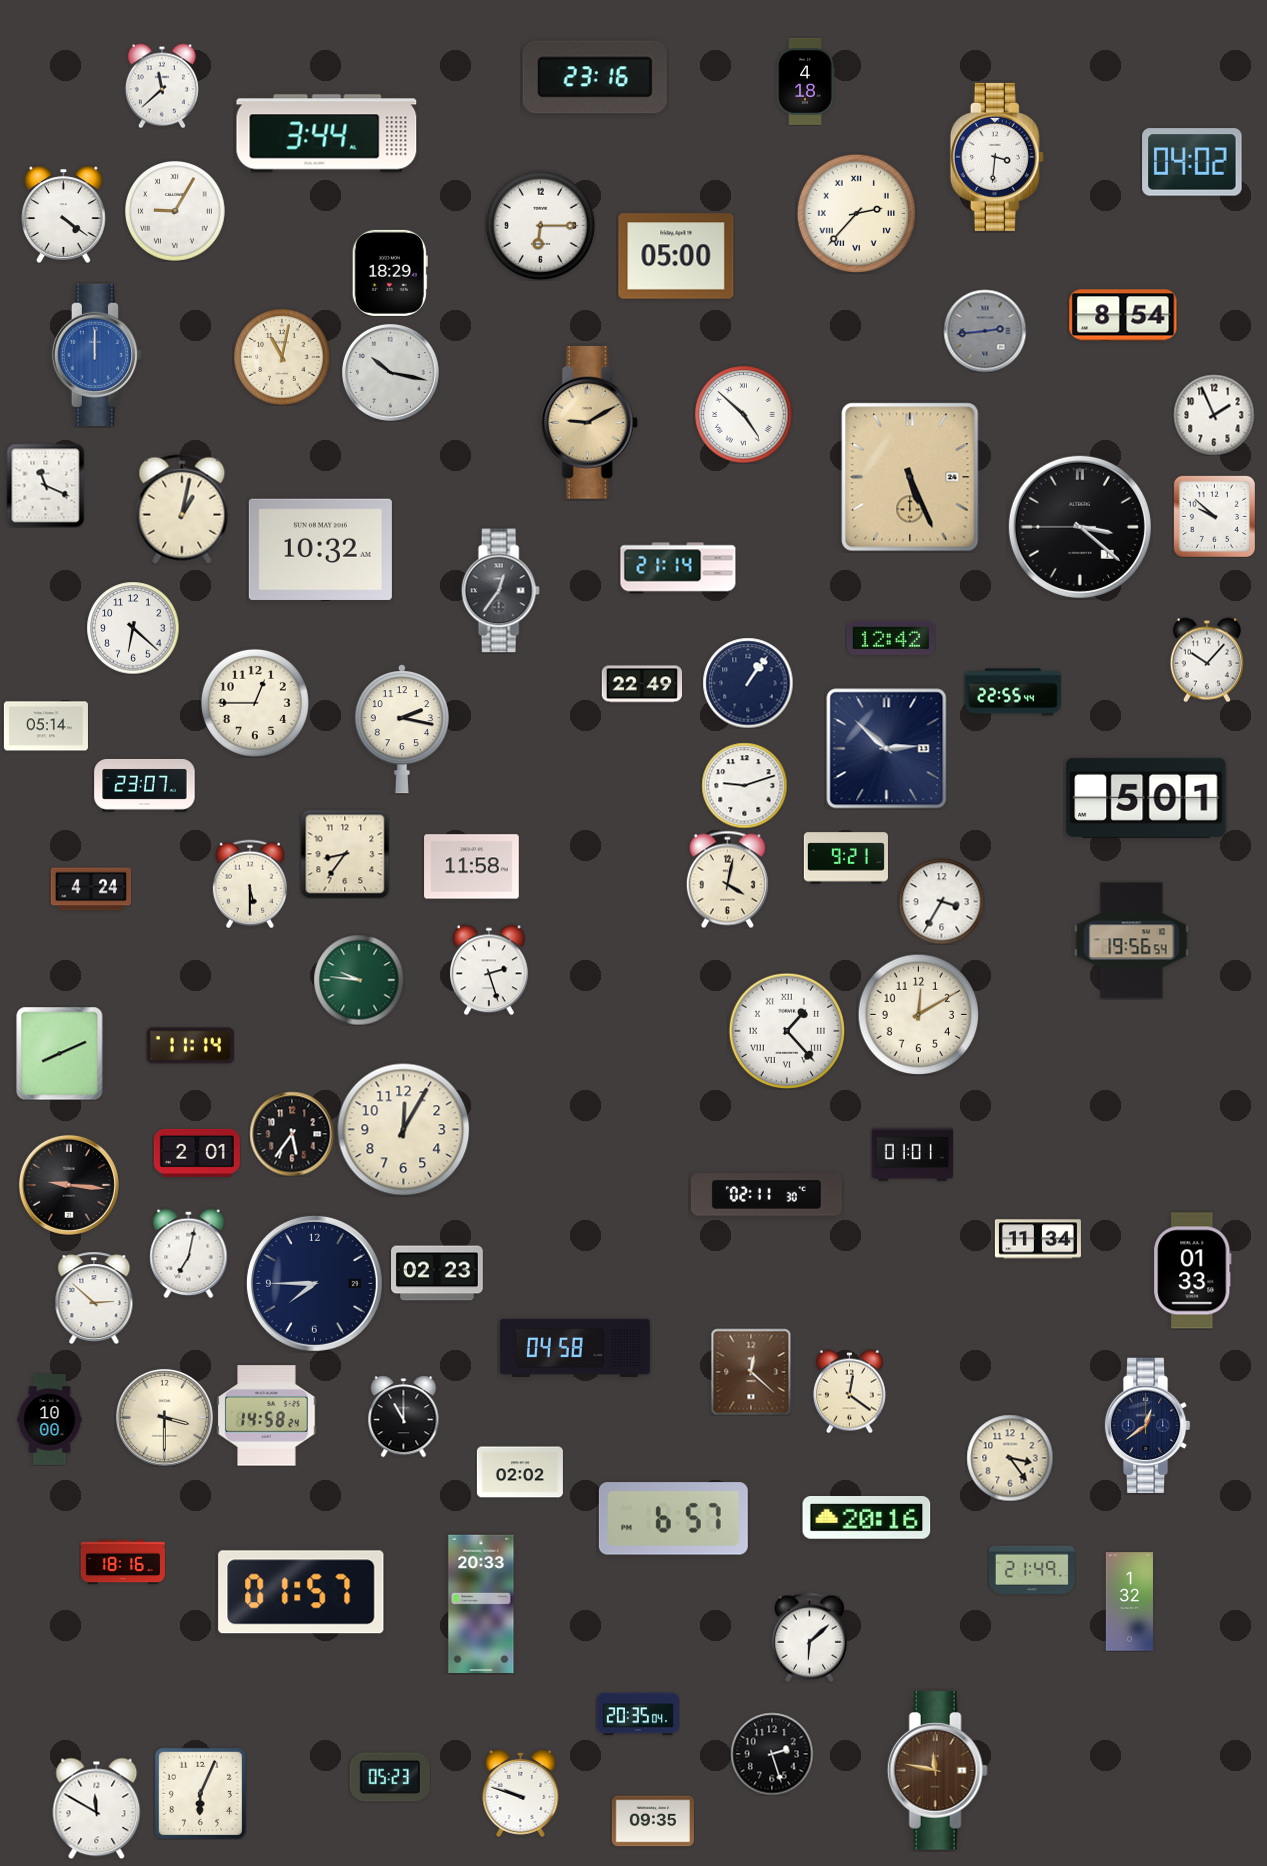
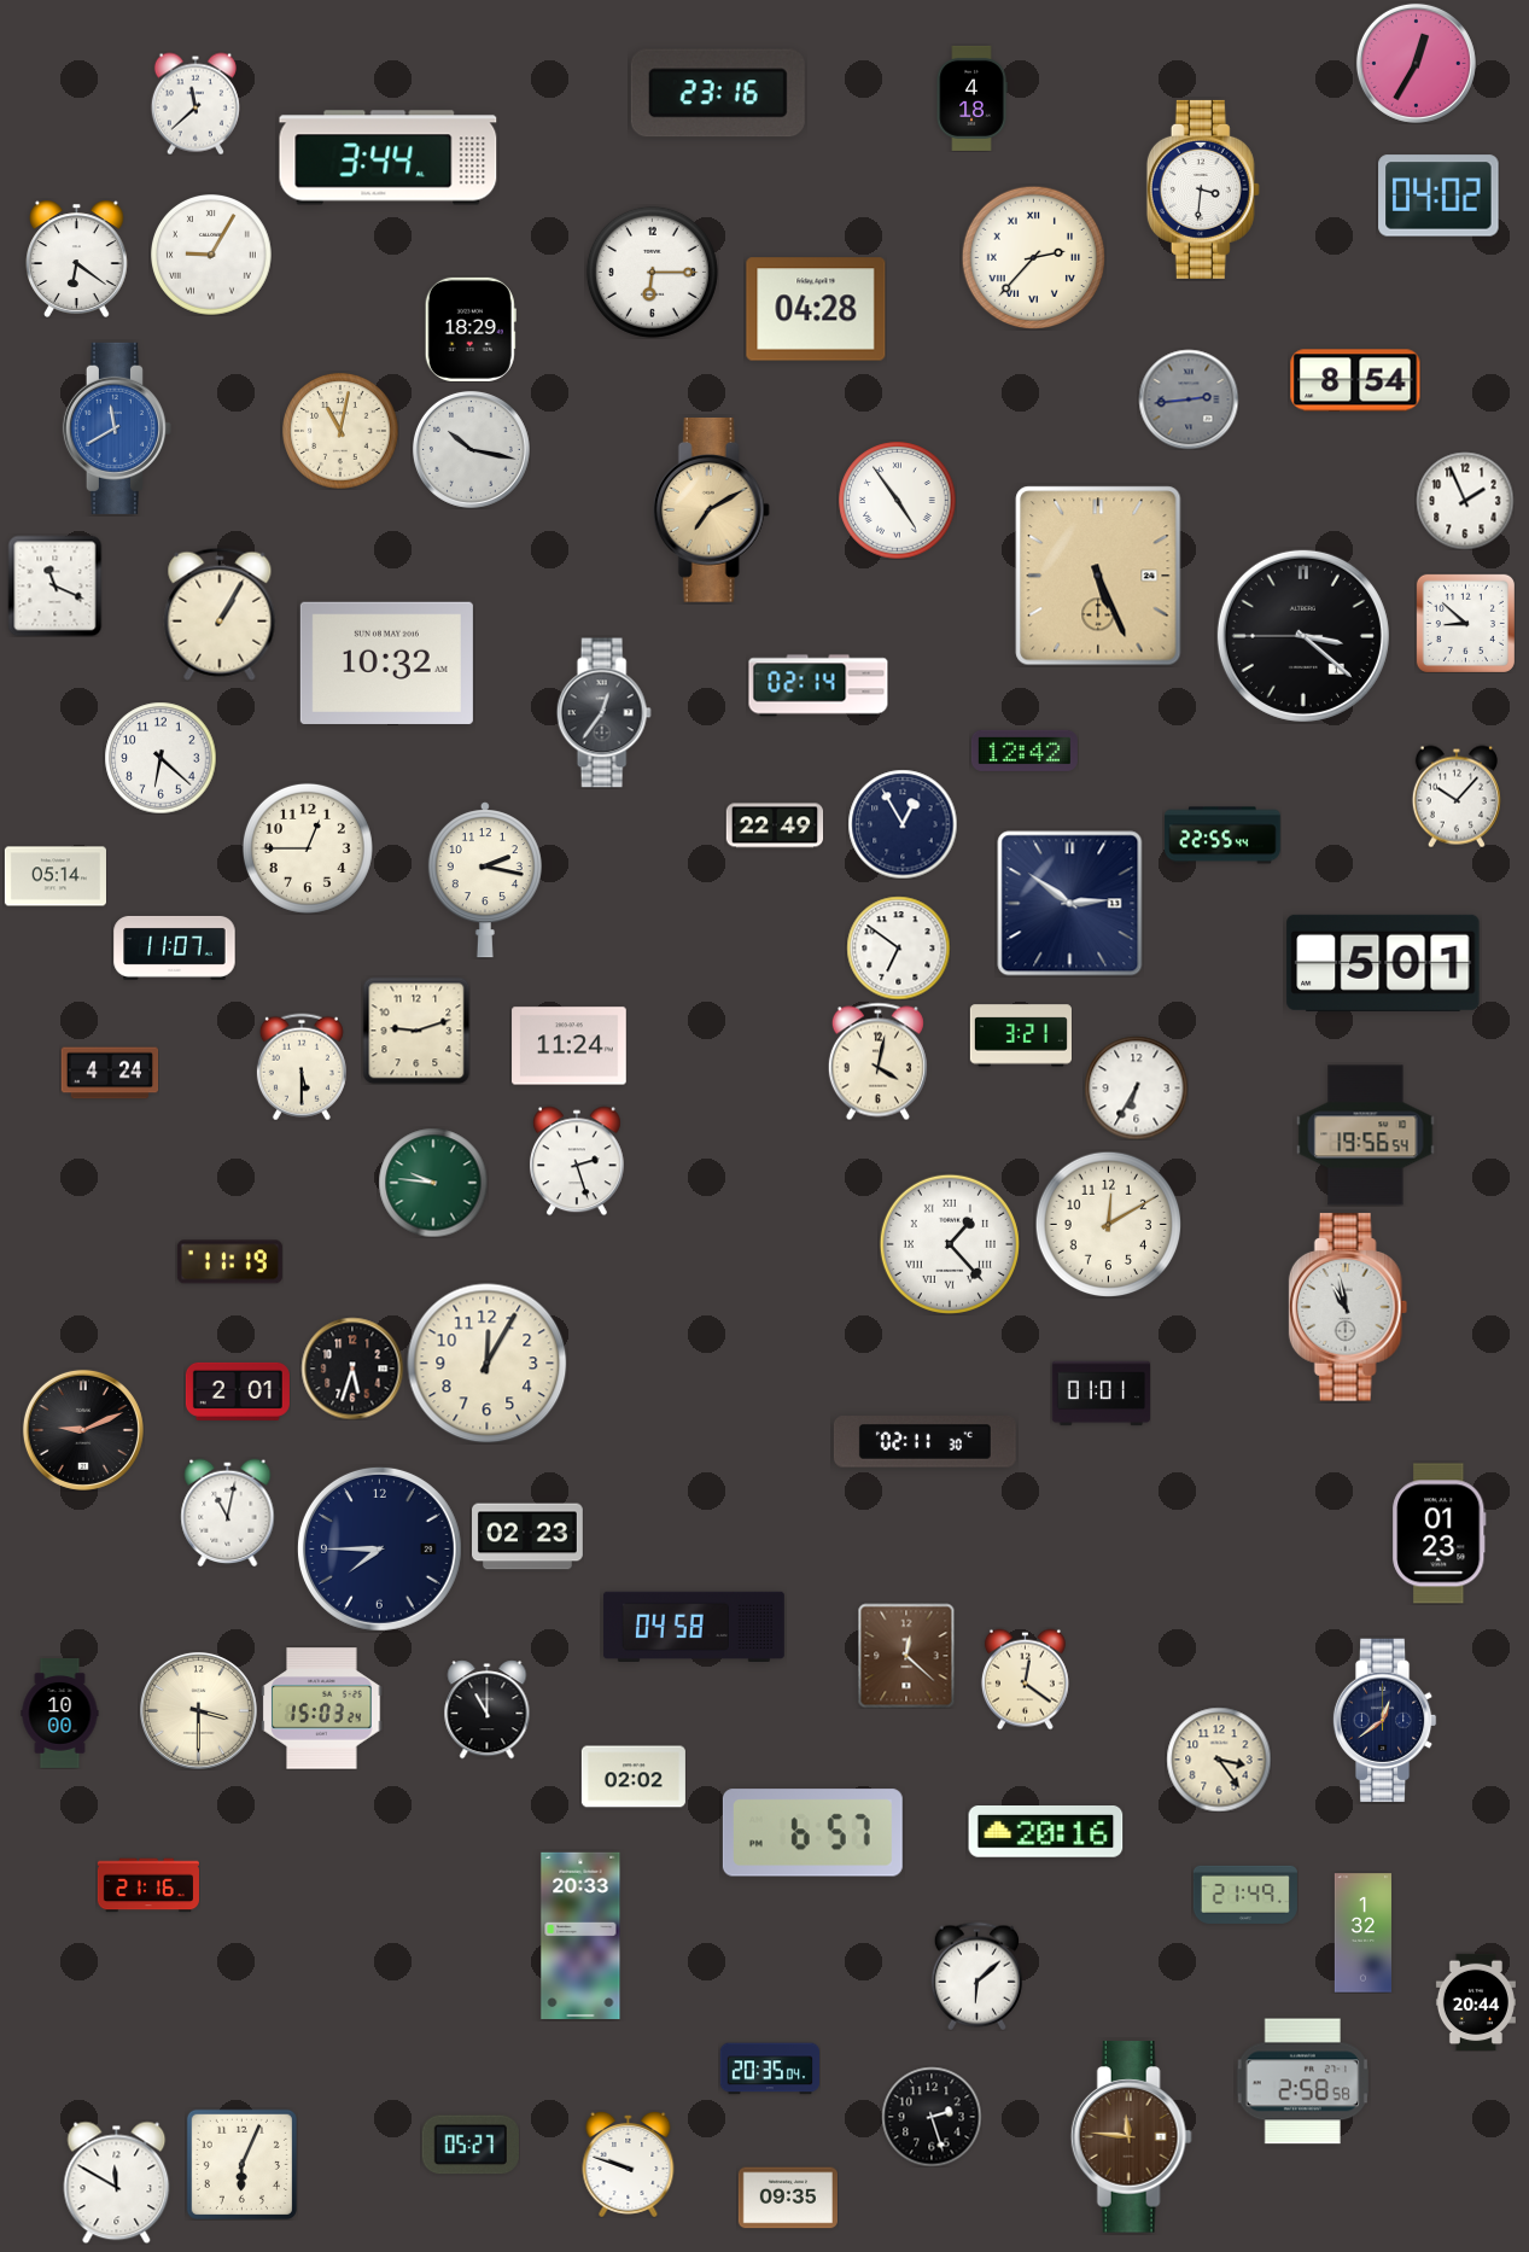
clock at (1416, 63): none -> 12:35
clock at (327, 134) position: (327, 134) -> (389, 158)
clock at (64, 214): 4:21 -> 6:21
clock at (676, 256): 05:00 -> 04:28
clock at (97, 355): 12:00 -> 11:40
clock at (744, 415): 4:52 -> 4:54
clock at (589, 423): 9:10 -> 7:10
clock at (182, 509): 1:02 -> 1:05
clock at (1214, 516): 9:52 -> 8:52
clock at (678, 568): 21:14 -> 02:14
clock at (891, 638) position: (891, 638) -> (1025, 751)
clock at (748, 683): 1:06 -> 12:55
clock at (887, 749): 2:52 -> 2:51
clock at (145, 785): 23:07 -> 11:07
clock at (744, 785): 9:12 -> 6:51
clock at (345, 854): 8:36 -> 9:12
clock at (846, 858): 9:21 -> 3:21
clock at (472, 867): 11:58 -> 11:24
clock at (941, 901): 3:35 -> 6:35
clock at (489, 970) position: (489, 970) -> (577, 1161)
clock at (190, 1046): 11:14 -> 11:19
clock at (60, 1053): 8:11 -> none
clock at (1348, 1307): none -> 10:58
clock at (292, 1134): 5:36 -> 5:33
clock at (69, 1185): 9:16 -> 9:11
clock at (1038, 1239): 11:34 -> none
clock at (189, 1253): 7:02 -> 11:02
clock at (1193, 1271): 01:33 -> 01:23
clock at (94, 1298): 2:52 -> none
clock at (267, 1416): 14:58 -> 15:03
clock at (520, 1472) position: (520, 1472) -> (634, 1776)
clock at (123, 1562): 18:16 -> 21:16
clock at (301, 1592): 01:57 -> none
clock at (1476, 2002): none -> 20:44
clock at (1302, 2082): none -> 2:58
clock at (937, 1771): 11:47 -> 11:46
clock at (390, 1777): 05:23 -> 05:27
